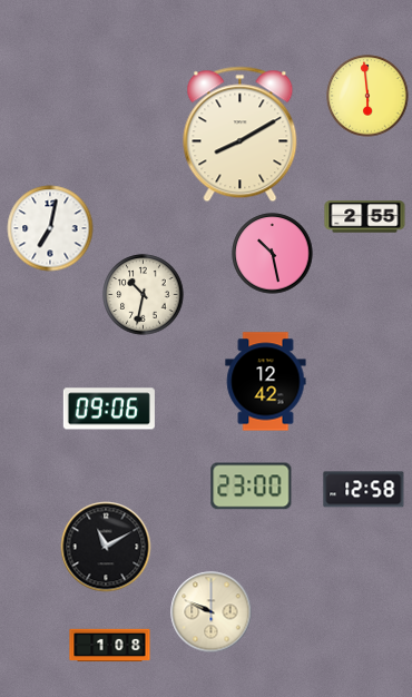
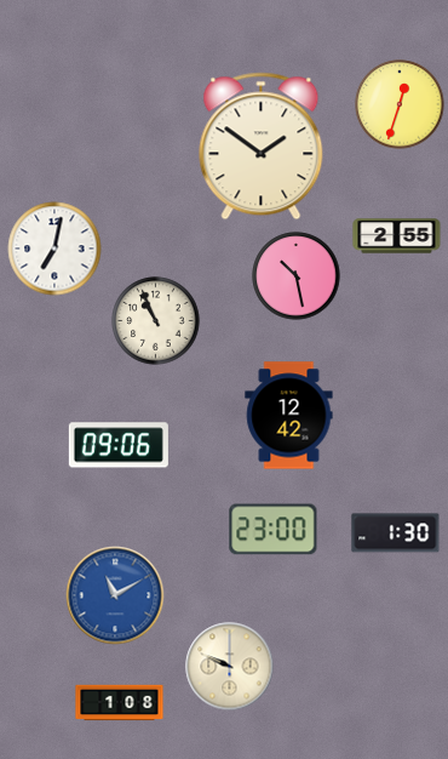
clock at (367, 96): 5:59 -> 12:33
clock at (241, 135): 8:10 -> 1:51
clock at (144, 295): 10:32 -> 10:56
clock at (364, 490): 12:58 -> 1:30
clock at (106, 547) dial: black -> blue
